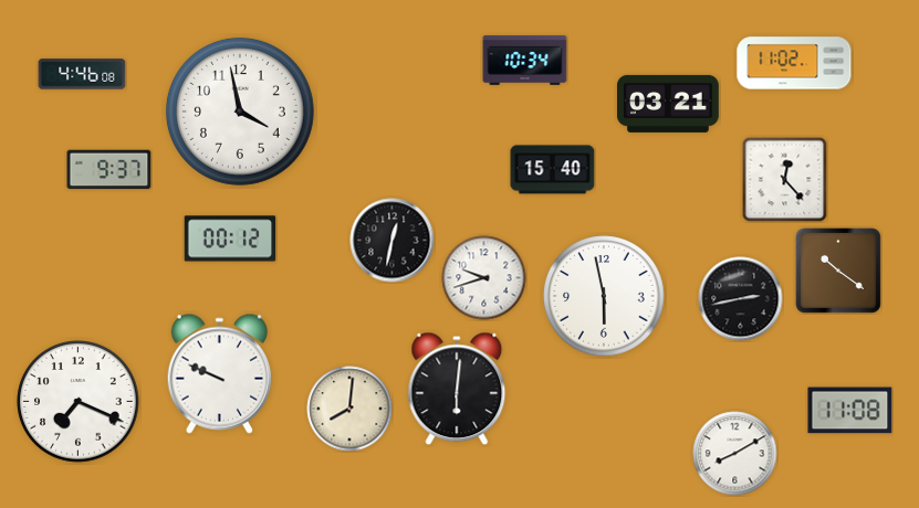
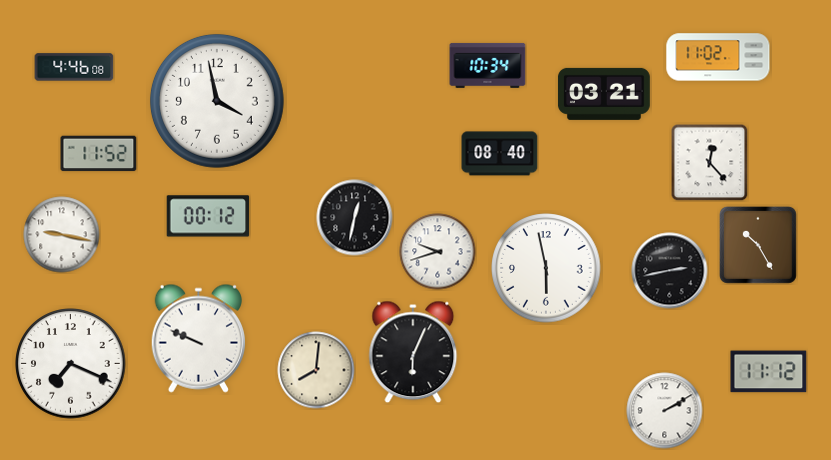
clock at (525, 60) position: (525, 60) -> (488, 65)
clock at (109, 170): 9:37 -> 11:52
clock at (553, 170): 15:40 -> 08:40
clock at (62, 235): none -> 9:17
clock at (838, 271): 10:21 -> 10:25
clock at (457, 389): 6:01 -> 6:04
clock at (850, 411): 11:08 -> 11:12
clock at (735, 454): 8:10 -> 2:10
